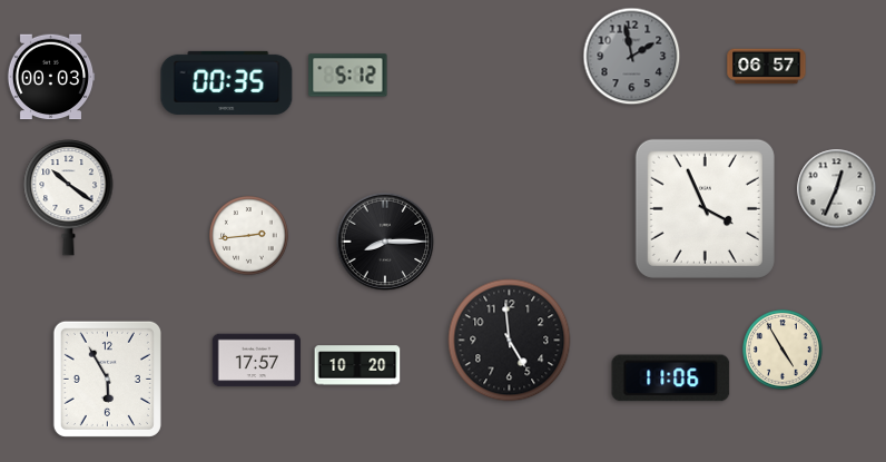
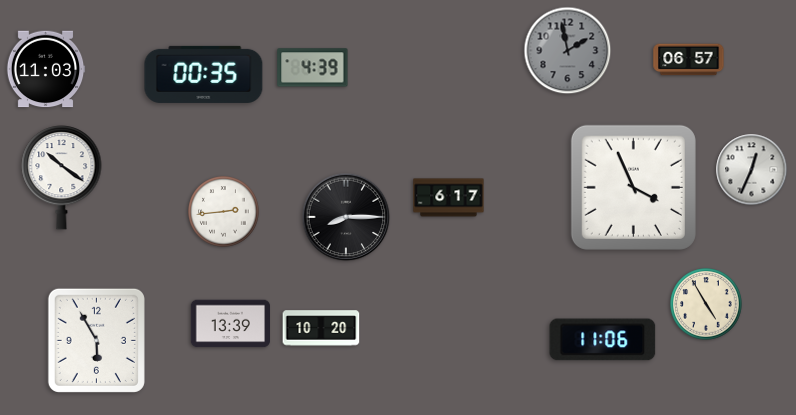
clock at (348, 76): 5:12 -> 4:39
clock at (51, 77): 00:03 -> 11:03
clock at (449, 198): none -> 6:17
clock at (510, 341): 4:59 -> none
clock at (782, 350) position: (782, 350) -> (706, 304)
clock at (256, 361): 17:57 -> 13:39
